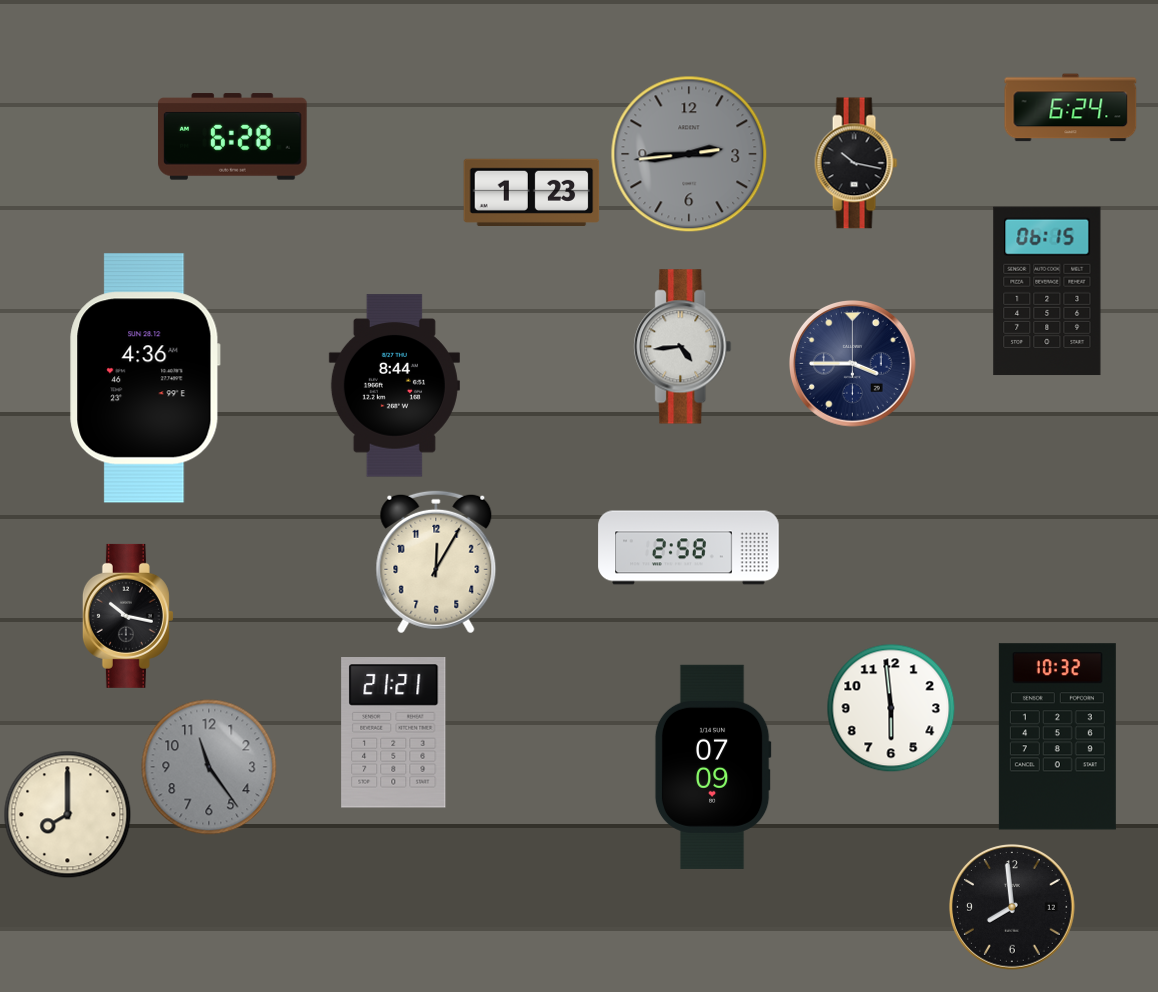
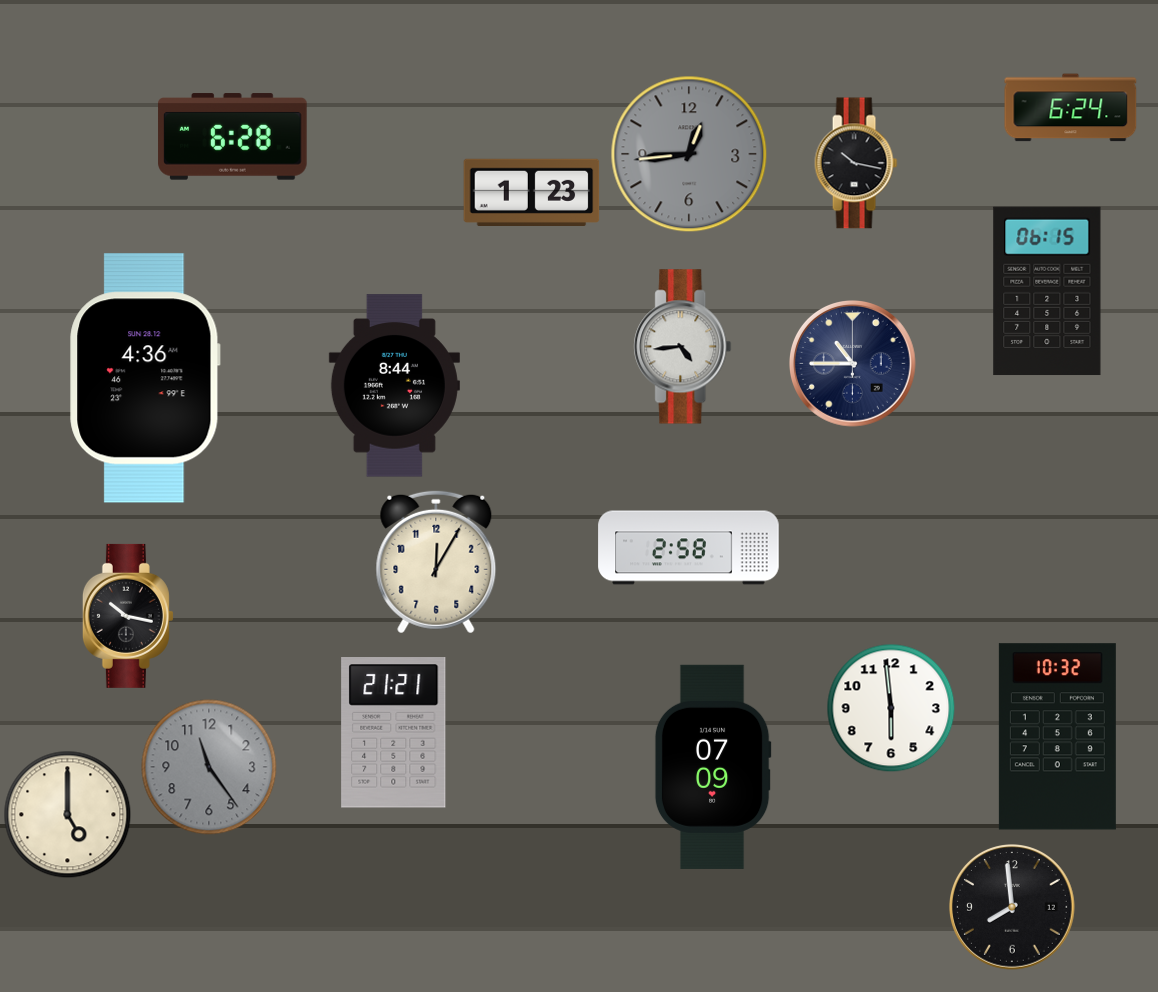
clock at (689, 154): 2:44 -> 12:44
clock at (853, 364): 3:45 -> 10:45
clock at (68, 815): 8:00 -> 5:00
